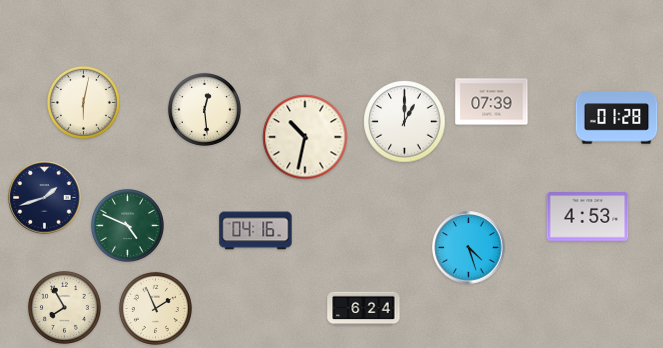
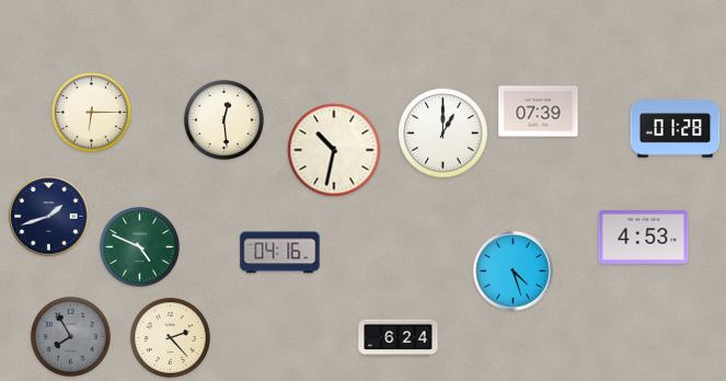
clock at (83, 102): 6:02 -> 6:15
clock at (64, 307) dial: cream -> grey
clock at (155, 308): 1:56 -> 2:23
